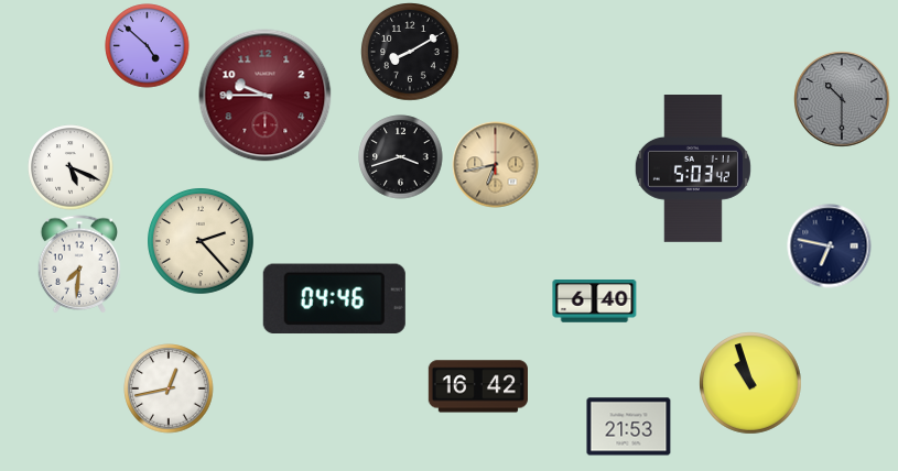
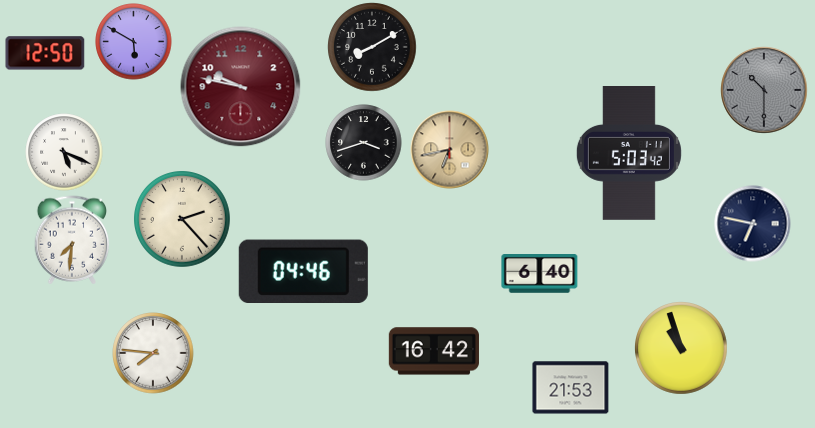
clock at (148, 46): 4:52 -> 5:50
clock at (45, 53): none -> 12:50
clock at (266, 96): 9:45 -> 9:47
clock at (169, 388): 12:43 -> 7:46
